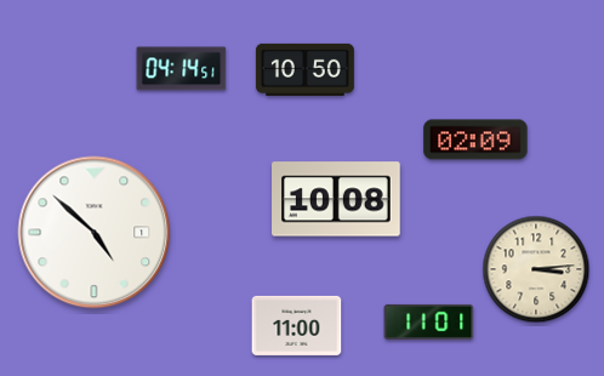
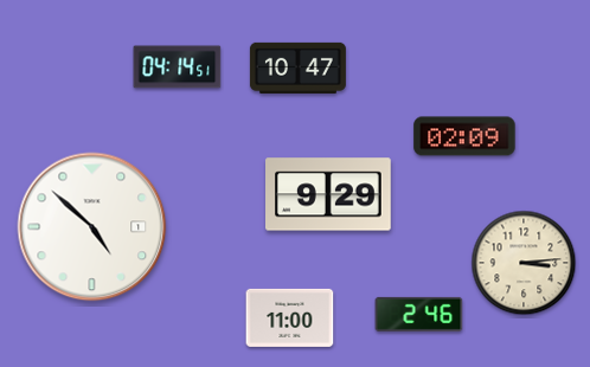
clock at (304, 69): 10:50 -> 10:47
clock at (337, 199): 10:08 -> 9:29
clock at (429, 321): 11:01 -> 2:46
